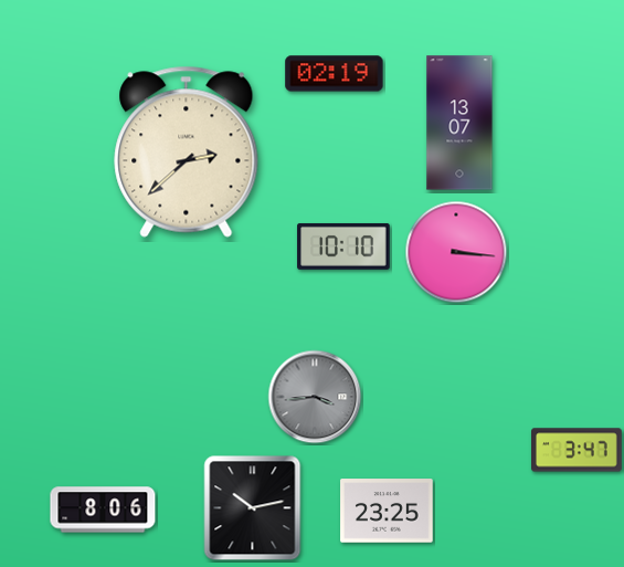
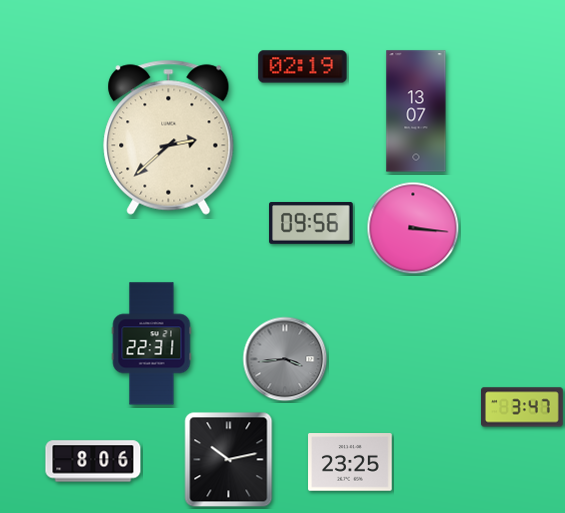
clock at (343, 246): 10:10 -> 09:56
clock at (152, 344): none -> 22:31
